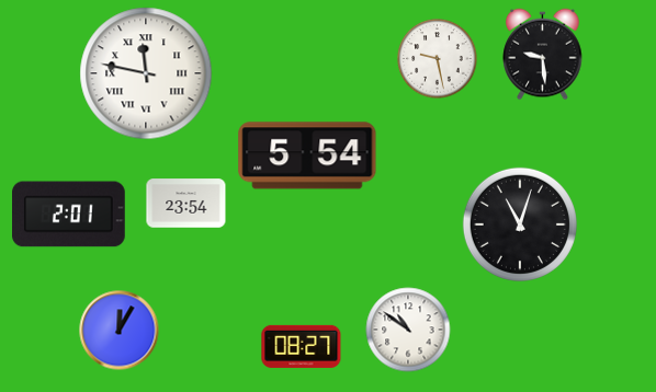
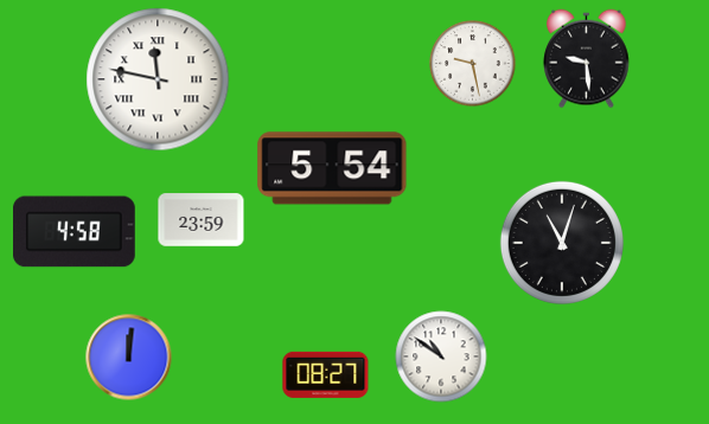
clock at (186, 204): 23:54 -> 23:59
clock at (69, 215): 2:01 -> 4:58
clock at (120, 331): 12:05 -> 12:01
